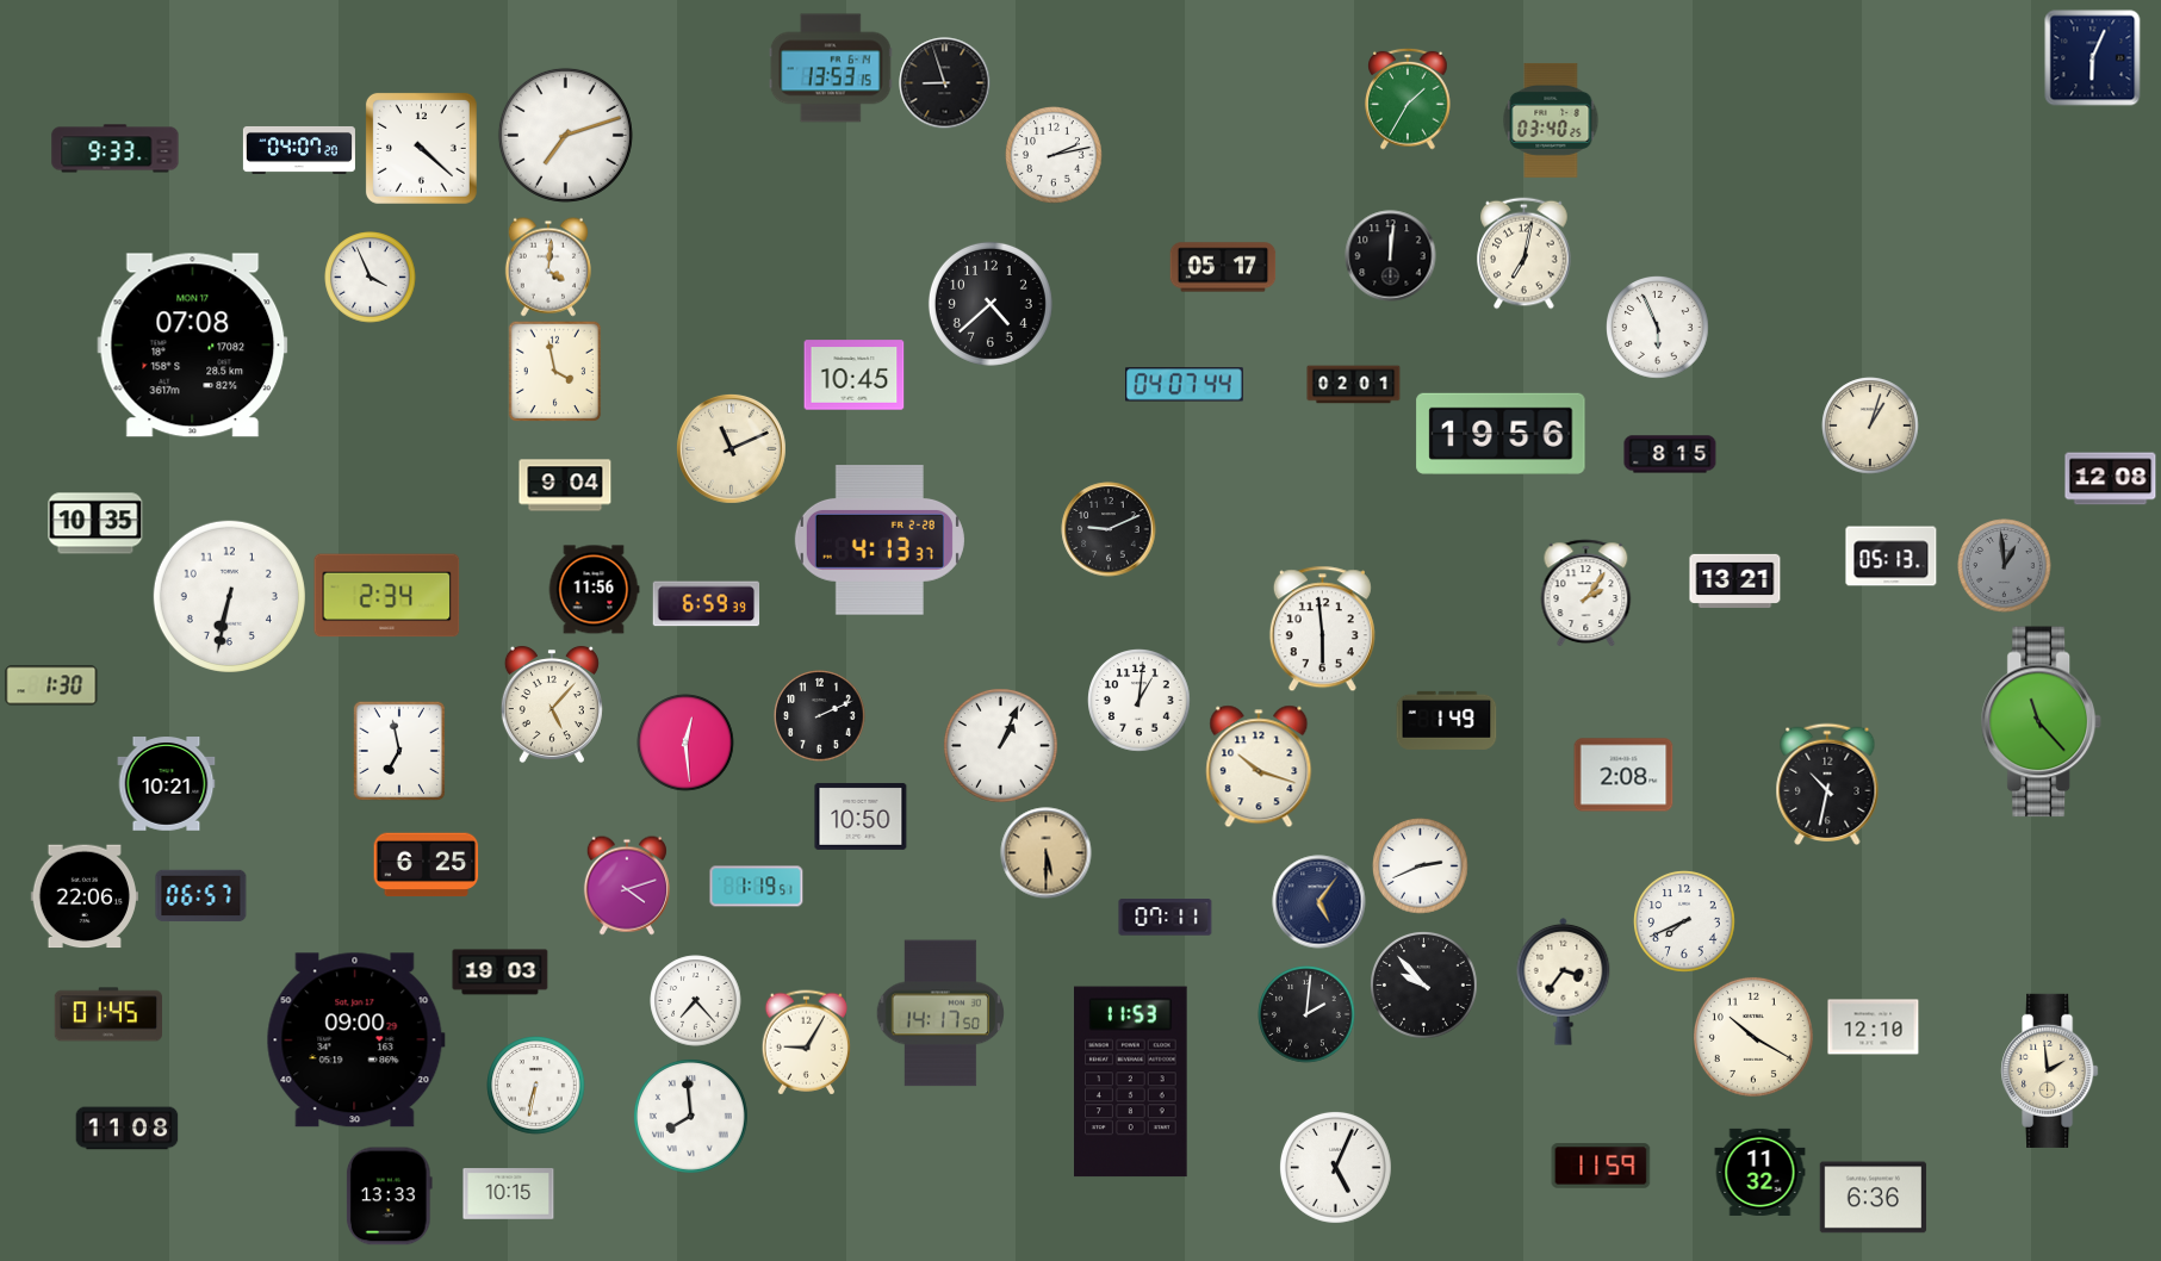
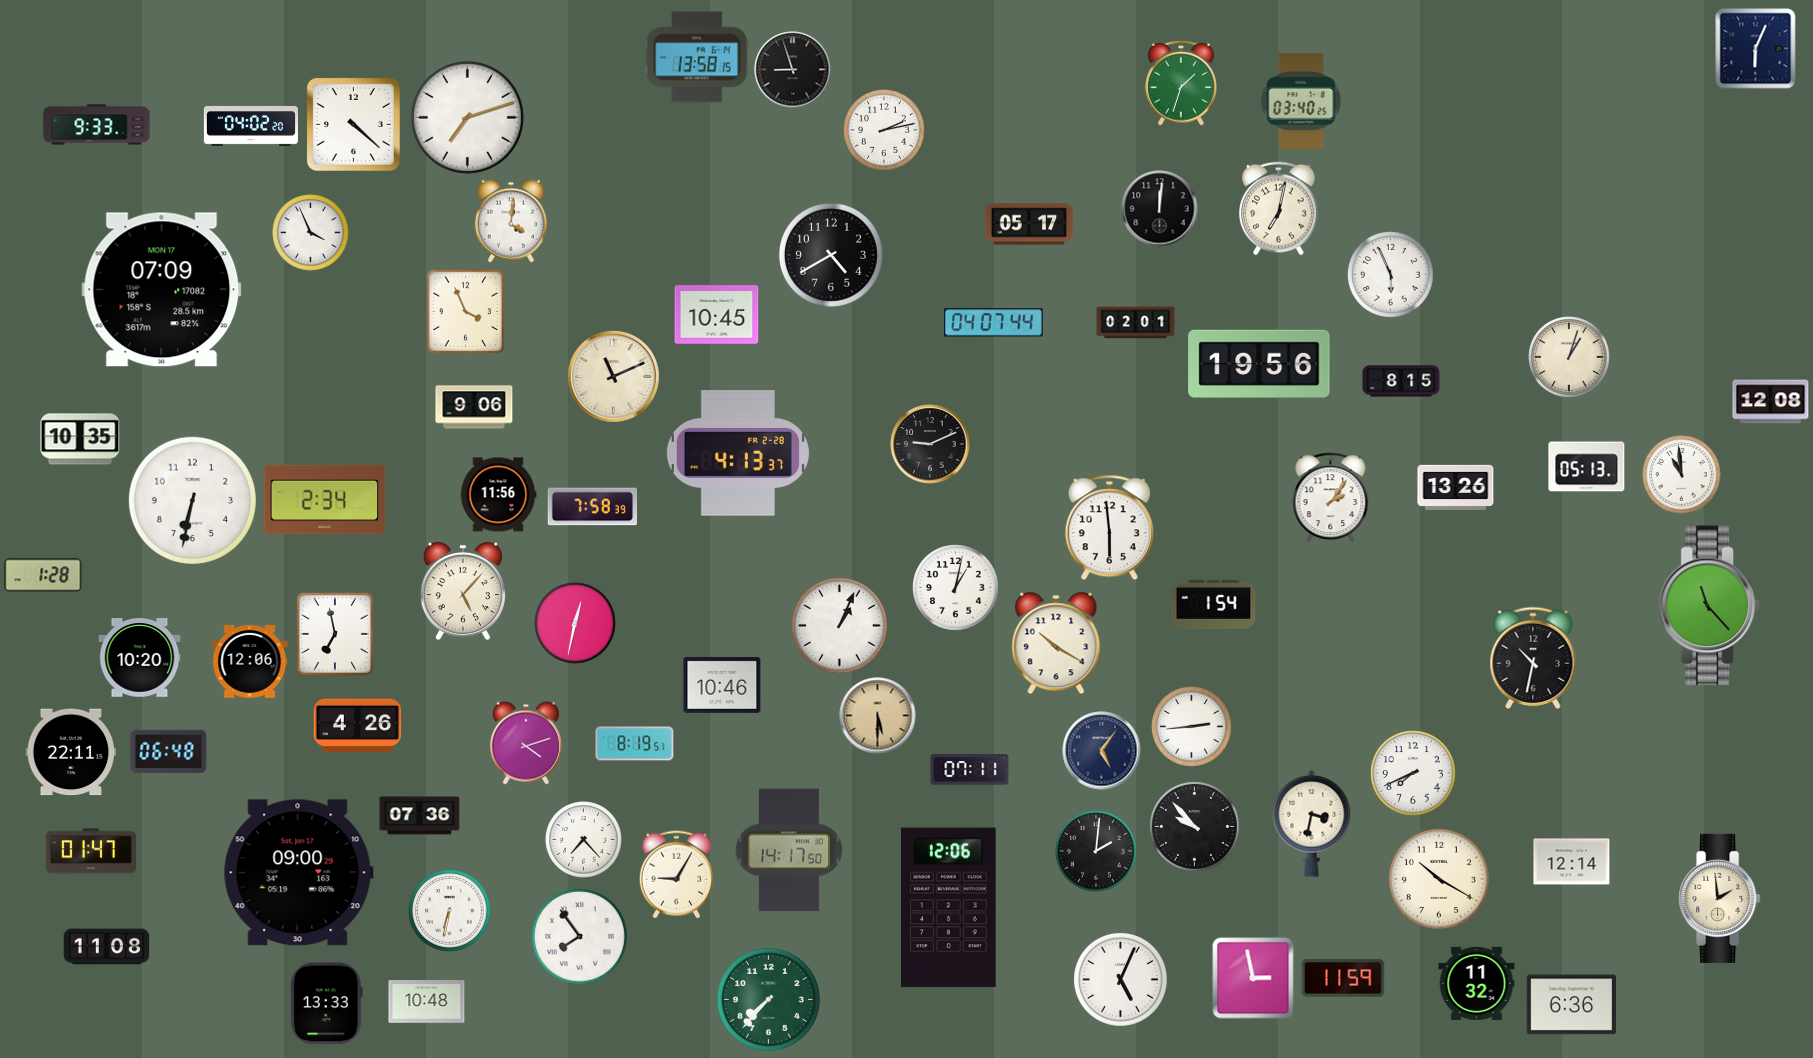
clock at (831, 68): 13:53 -> 13:58
clock at (1409, 99): 1:35 -> 1:33
clock at (565, 135) position: (565, 135) -> (467, 117)
clock at (299, 150): 04:07 -> 04:02
clock at (1525, 254) position: (1525, 254) -> (1279, 209)
clock at (1391, 256) position: (1391, 256) -> (1160, 209)
clock at (548, 267) position: (548, 267) -> (511, 221)
clock at (1223, 267) position: (1223, 267) -> (1029, 224)
clock at (991, 304): 4:38 -> 4:40
clock at (193, 346): 07:08 -> 07:09
clock at (555, 371): 3:58 -> 3:56
clock at (565, 485): 9:04 -> 9:06
clock at (2005, 566): 12:59 -> 10:59
clock at (2005, 566) dial: grey -> white
clock at (1735, 580): 13:21 -> 13:26
clock at (707, 604): 6:59 -> 7:58
clock at (51, 685): 1:30 -> 1:28
clock at (1140, 701): 1:01 -> 1:02
clock at (820, 716): 2:11 -> none
clock at (1447, 720): 1:49 -> 1:54
clock at (2041, 722) position: (2041, 722) -> (1709, 606)
clock at (685, 743): 12:29 -> 12:32
clock at (399, 751) position: (399, 751) -> (335, 634)
clock at (1259, 766): 10:18 -> 10:20
clock at (1623, 775): 2:08 -> none
clock at (167, 784): 10:21 -> 10:20
clock at (250, 662): none -> 12:06
clock at (861, 816): 10:50 -> 10:46
clock at (427, 865): 6:25 -> 4:26
clock at (1421, 866): 2:41 -> 2:44
clock at (757, 887): 1:19 -> 8:19
clock at (83, 896): 22:06 -> 22:11
clock at (201, 896): 06:57 -> 06:48
clock at (1319, 902) position: (1319, 902) -> (1102, 751)
clock at (1166, 918) position: (1166, 918) -> (970, 770)
clock at (501, 973): 19:03 -> 07:36
clock at (1564, 981): 3:36 -> 3:32
clock at (107, 1014): 01:45 -> 01:47
clock at (1874, 1027): 12:10 -> 12:14
clock at (1753, 1037) position: (1753, 1037) -> (1439, 879)
clock at (1131, 1082): 11:53 -> 12:06
clock at (690, 1116): 7:59 -> 7:54
clock at (1253, 978): none -> 2:58
clock at (768, 999): none -> 7:37
clock at (509, 1194): 10:15 -> 10:48
